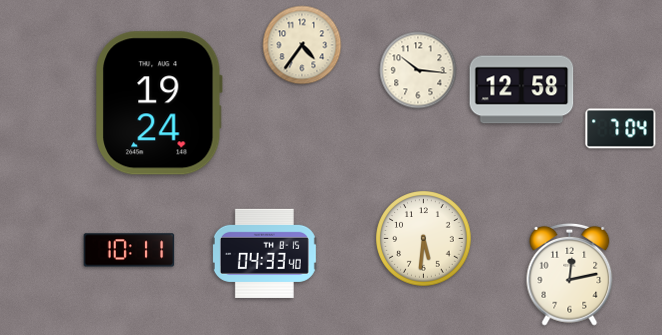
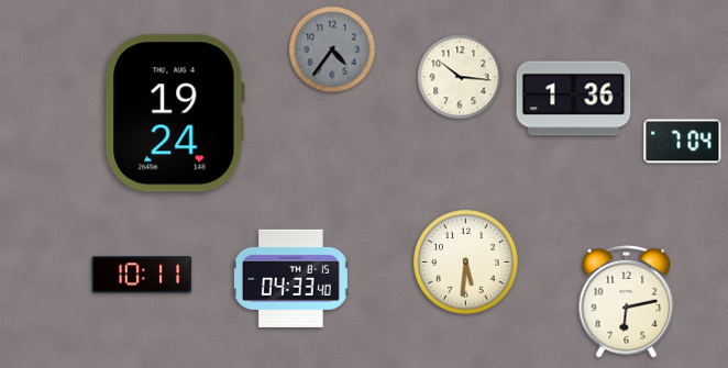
clock at (302, 45) dial: cream -> grey
clock at (522, 90): 12:58 -> 1:36
clock at (570, 274): 12:13 -> 6:13
